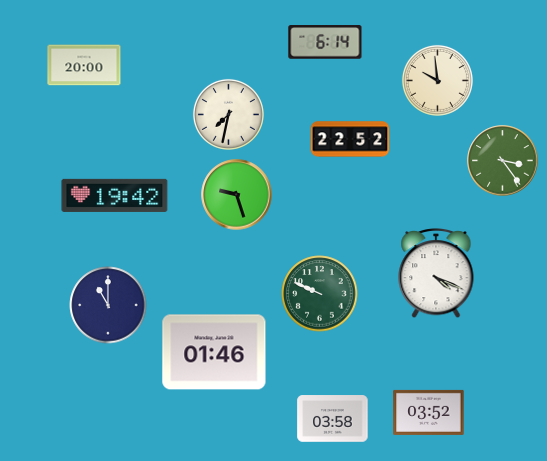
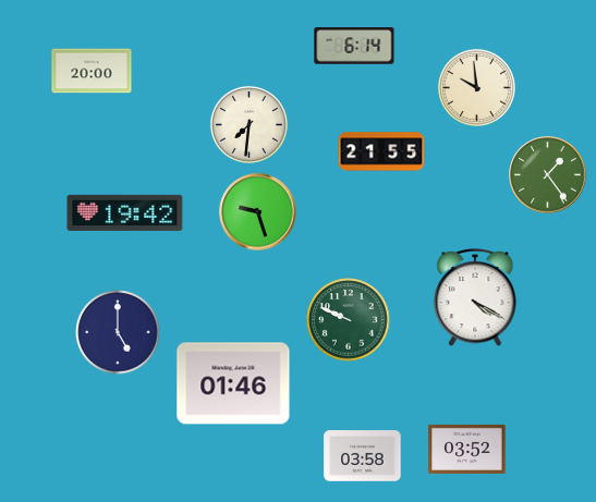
clock at (228, 114): 7:32 -> 7:31
clock at (350, 139): 22:52 -> 21:55
clock at (503, 161): 3:24 -> 1:24
clock at (436, 273): 4:19 -> 4:20
clock at (108, 305): 11:00 -> 5:00
